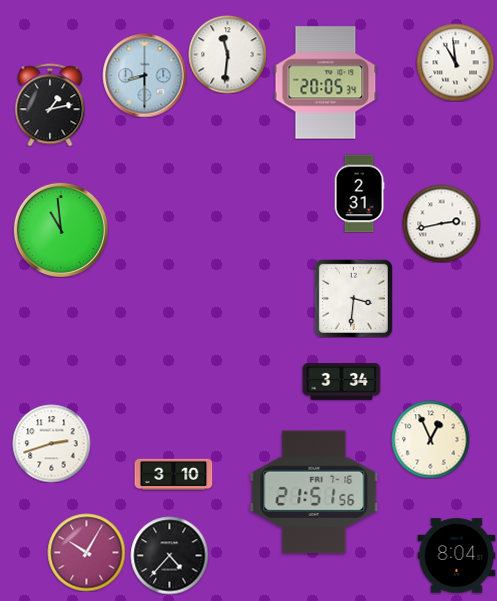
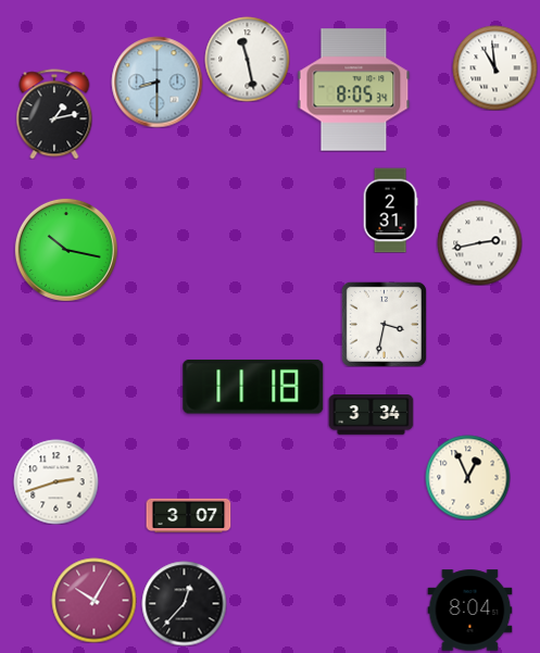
clock at (227, 54): 11:31 -> 11:28
clock at (326, 83): 20:05 -> 8:05
clock at (61, 230): 10:59 -> 10:17
clock at (353, 298): 3:31 -> 3:32
clock at (253, 387): none -> 11:18
clock at (173, 474): 3:10 -> 3:07
clock at (314, 492): 21:51 -> none
clock at (169, 555): 4:37 -> 12:37
clock at (456, 556) position: (456, 556) -> (469, 611)
